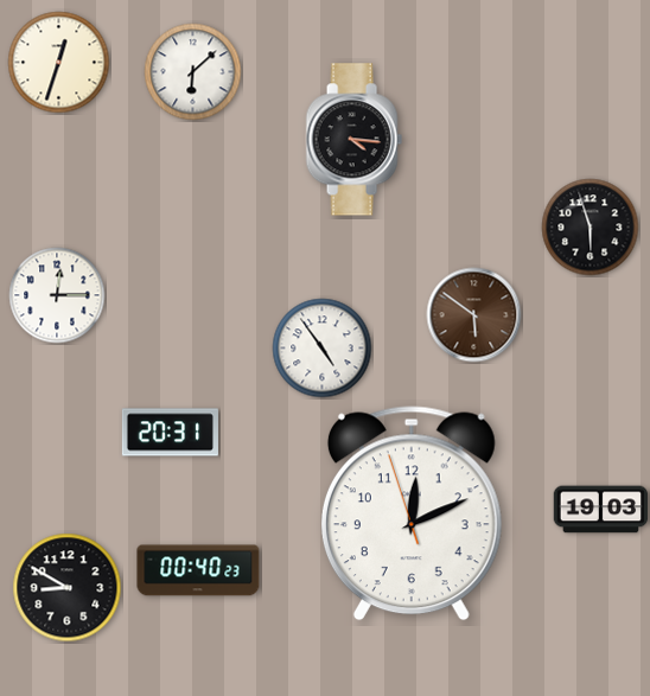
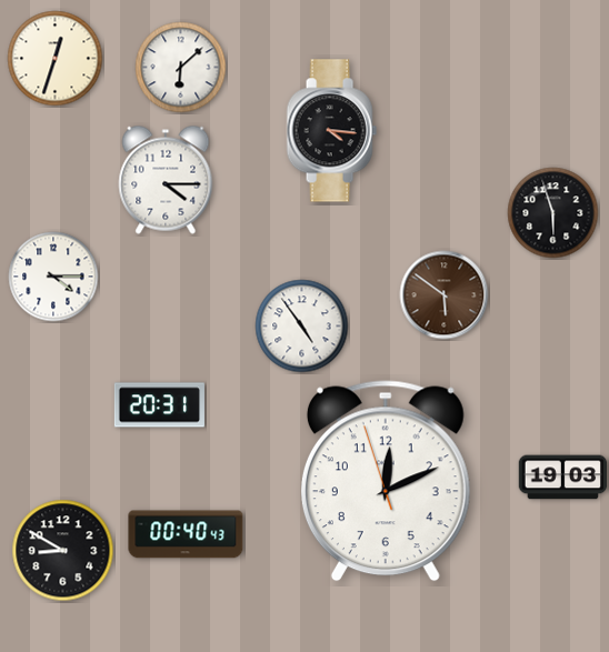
clock at (166, 180): none -> 4:15
clock at (57, 295): 12:15 -> 4:15
clock at (198, 570): 00:40:23 -> 00:40:43
